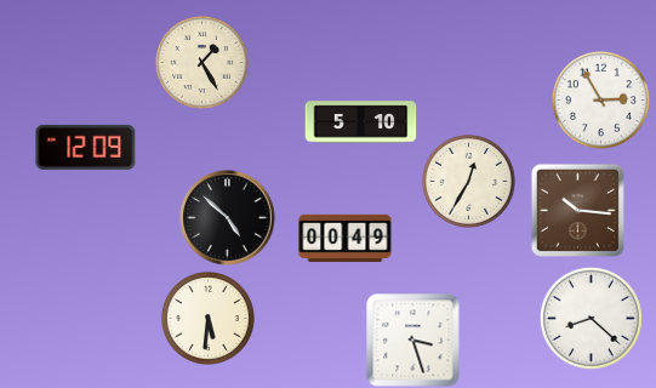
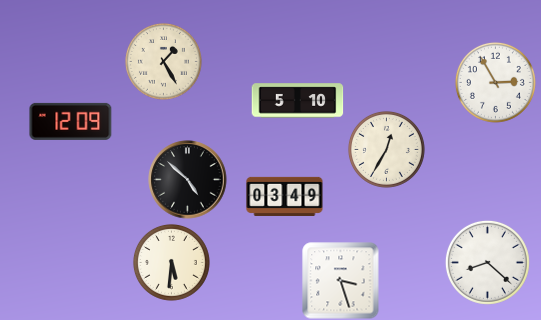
clock at (201, 62) position: (201, 62) -> (163, 61)
clock at (577, 210): 10:16 -> none
clock at (346, 238): 00:49 -> 03:49
